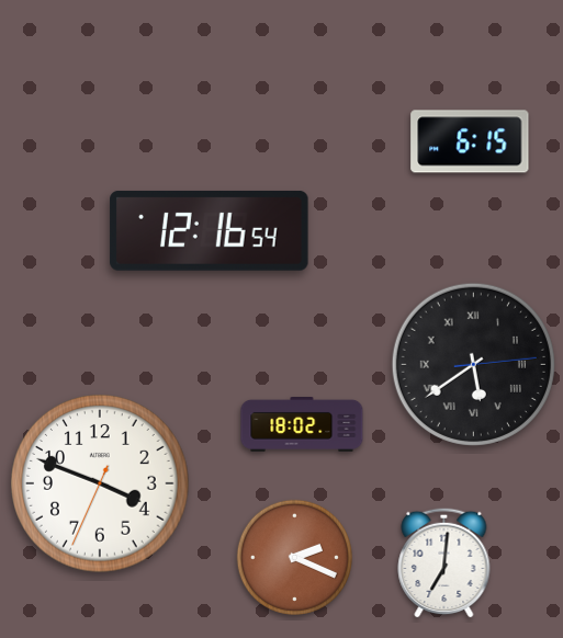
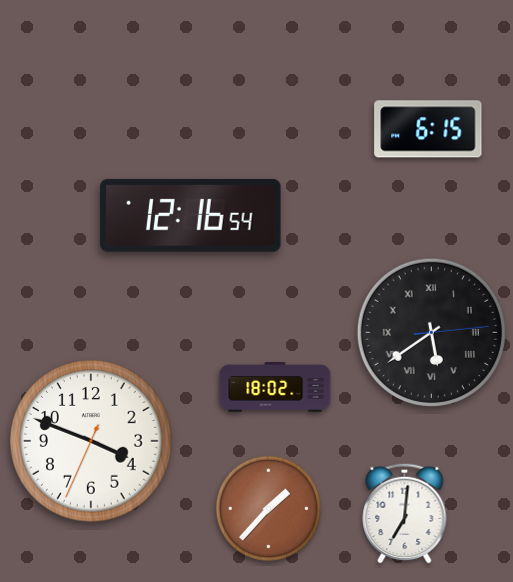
clock at (210, 230) position: (210, 230) -> (191, 215)
clock at (294, 557): 2:19 -> 1:37
